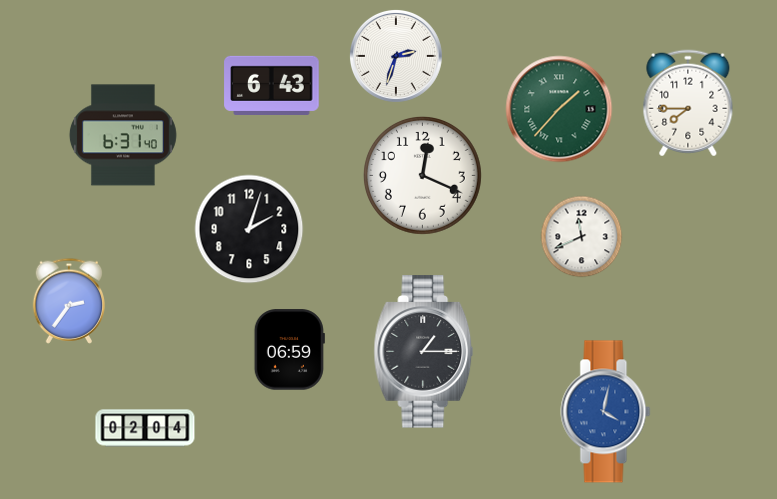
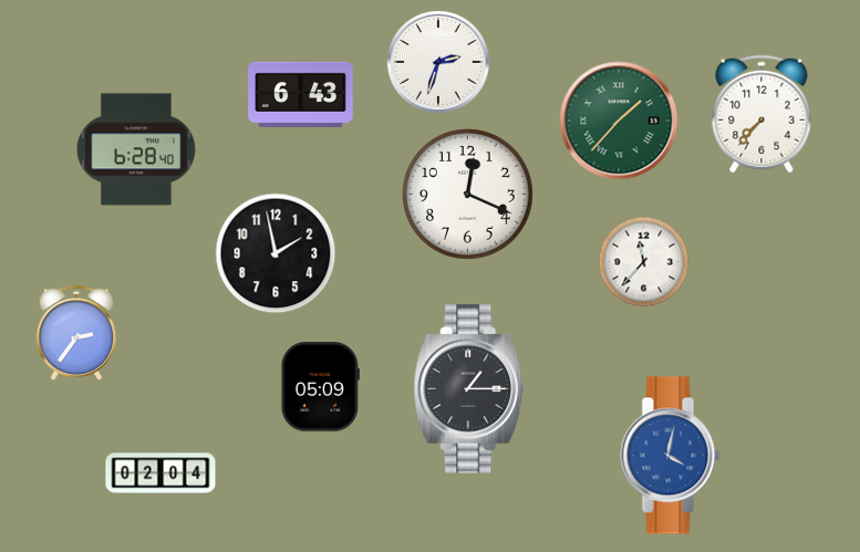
clock at (688, 103): 7:45 -> 7:37
clock at (123, 135): 6:31 -> 6:28
clock at (249, 229): 2:03 -> 1:58
clock at (582, 237): 11:41 -> 11:37
clock at (289, 350): 06:59 -> 05:09
